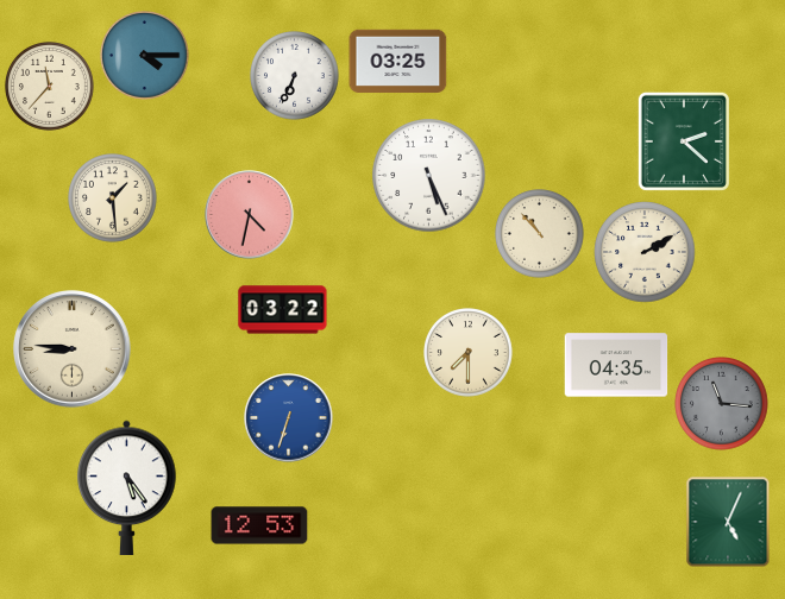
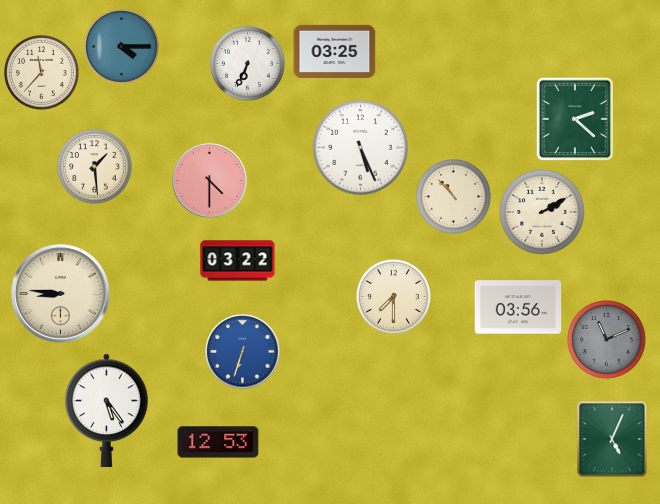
clock at (250, 215): 4:32 -> 4:30
clock at (616, 365): 04:35 -> 03:56
clock at (722, 404): 11:16 -> 11:11
